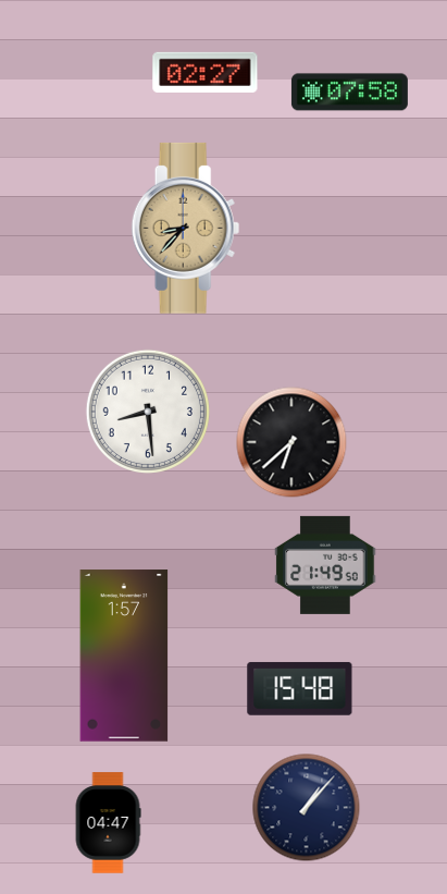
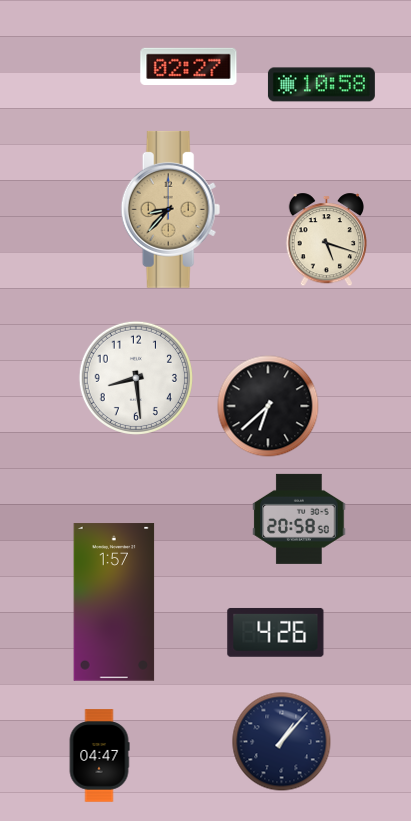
clock at (349, 93): 07:58 -> 10:58
clock at (326, 240): none -> 5:18
clock at (325, 565): 21:49 -> 20:58
clock at (300, 688): 15:48 -> 4:26
